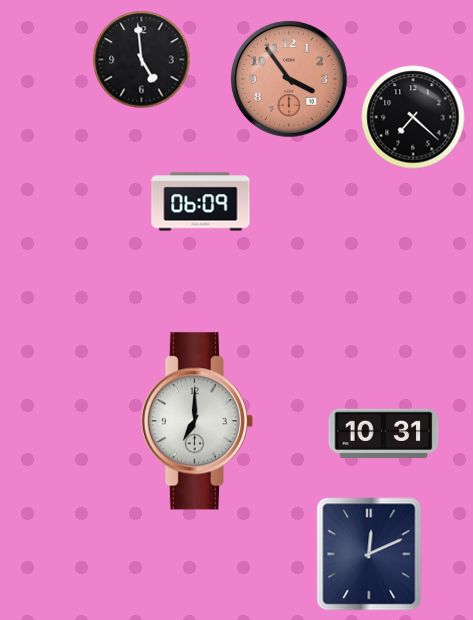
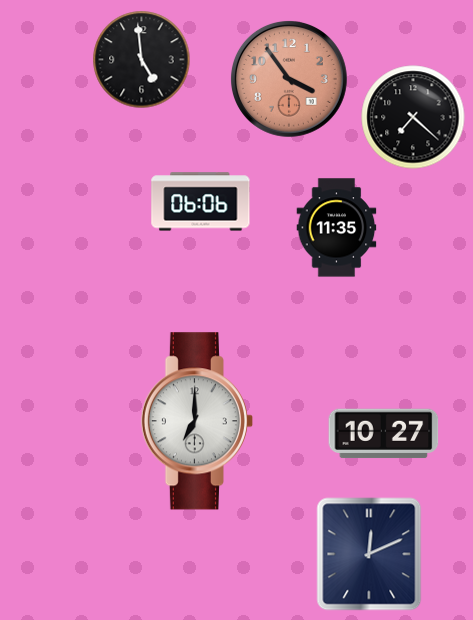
clock at (201, 202): 06:09 -> 06:06
clock at (337, 228): none -> 11:35
clock at (384, 434): 10:31 -> 10:27
